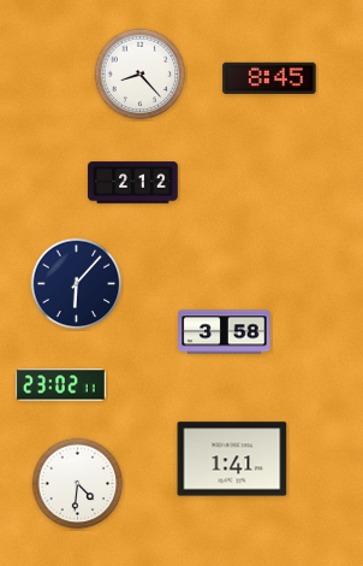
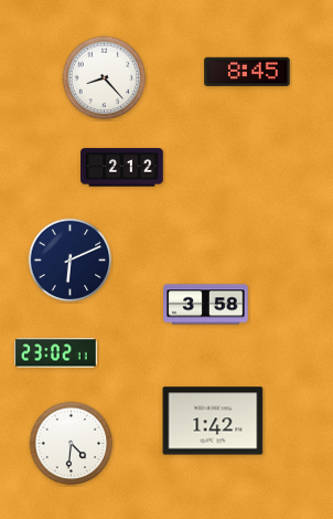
clock at (141, 75) position: (141, 75) -> (105, 78)
clock at (77, 284): 6:07 -> 6:11
clock at (232, 459): 1:41 -> 1:42
